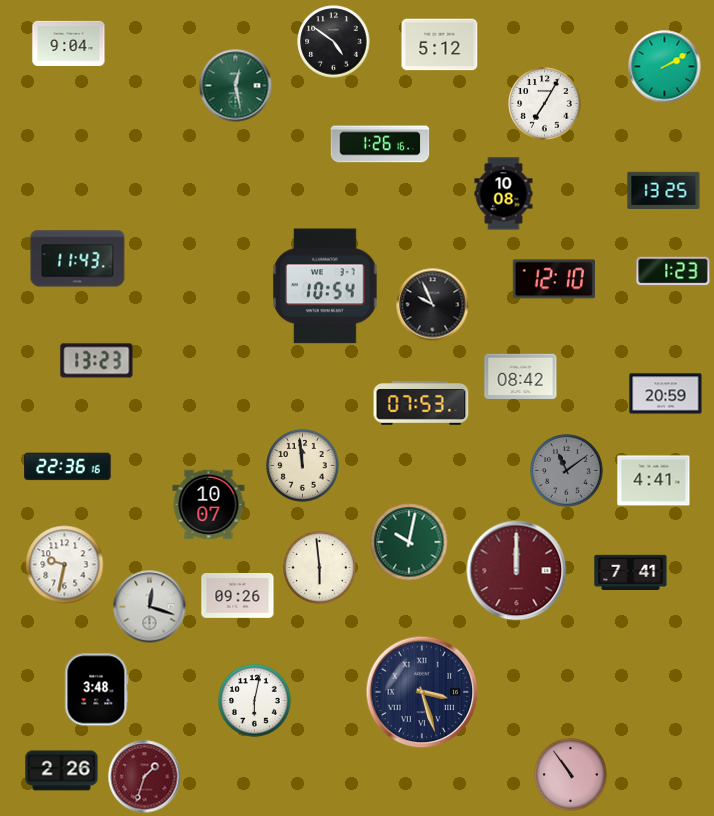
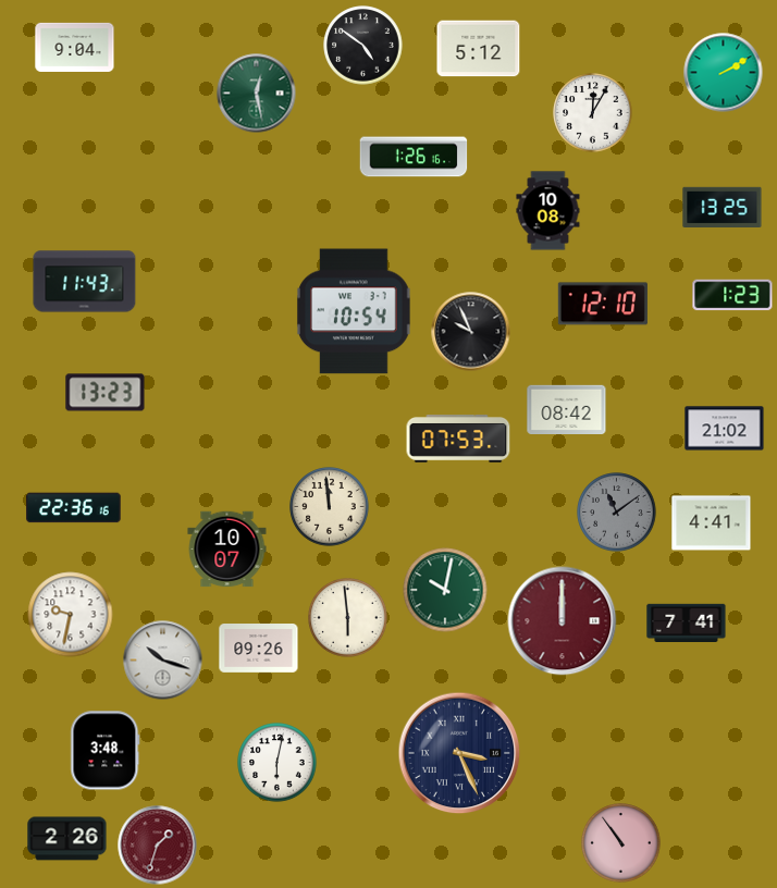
clock at (545, 104): 7:05 -> 12:05
clock at (666, 394): 20:59 -> 21:02
clock at (150, 607): 12:18 -> 10:18
clock at (422, 692): 3:27 -> 3:26
